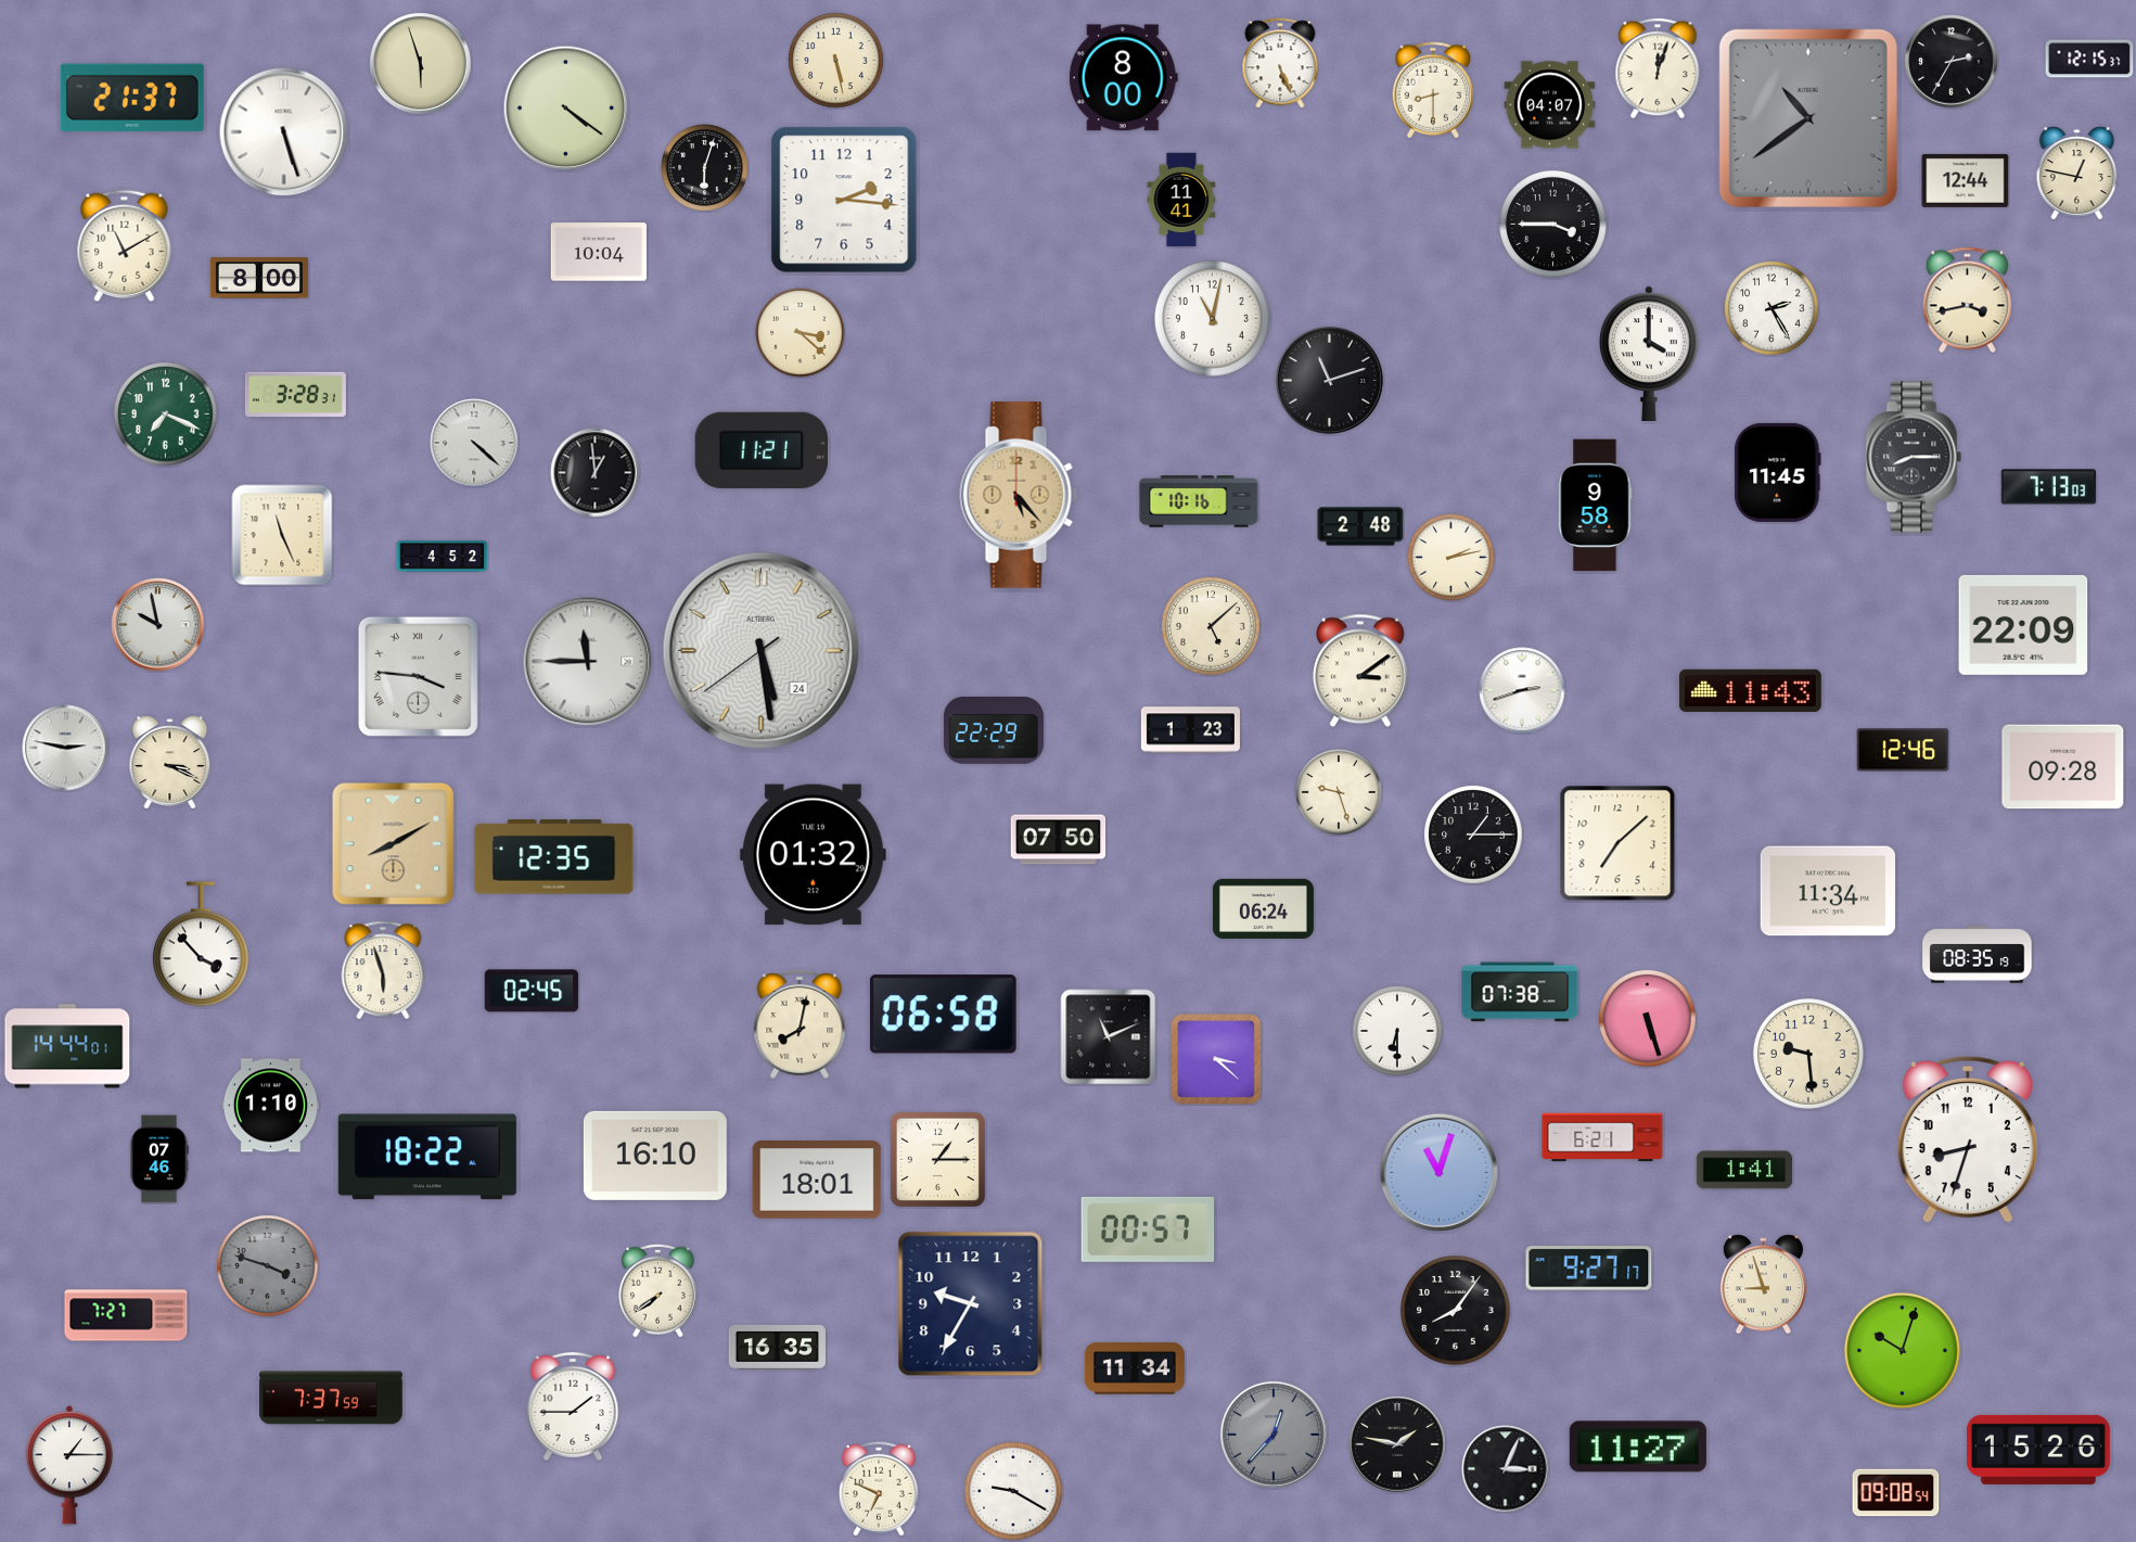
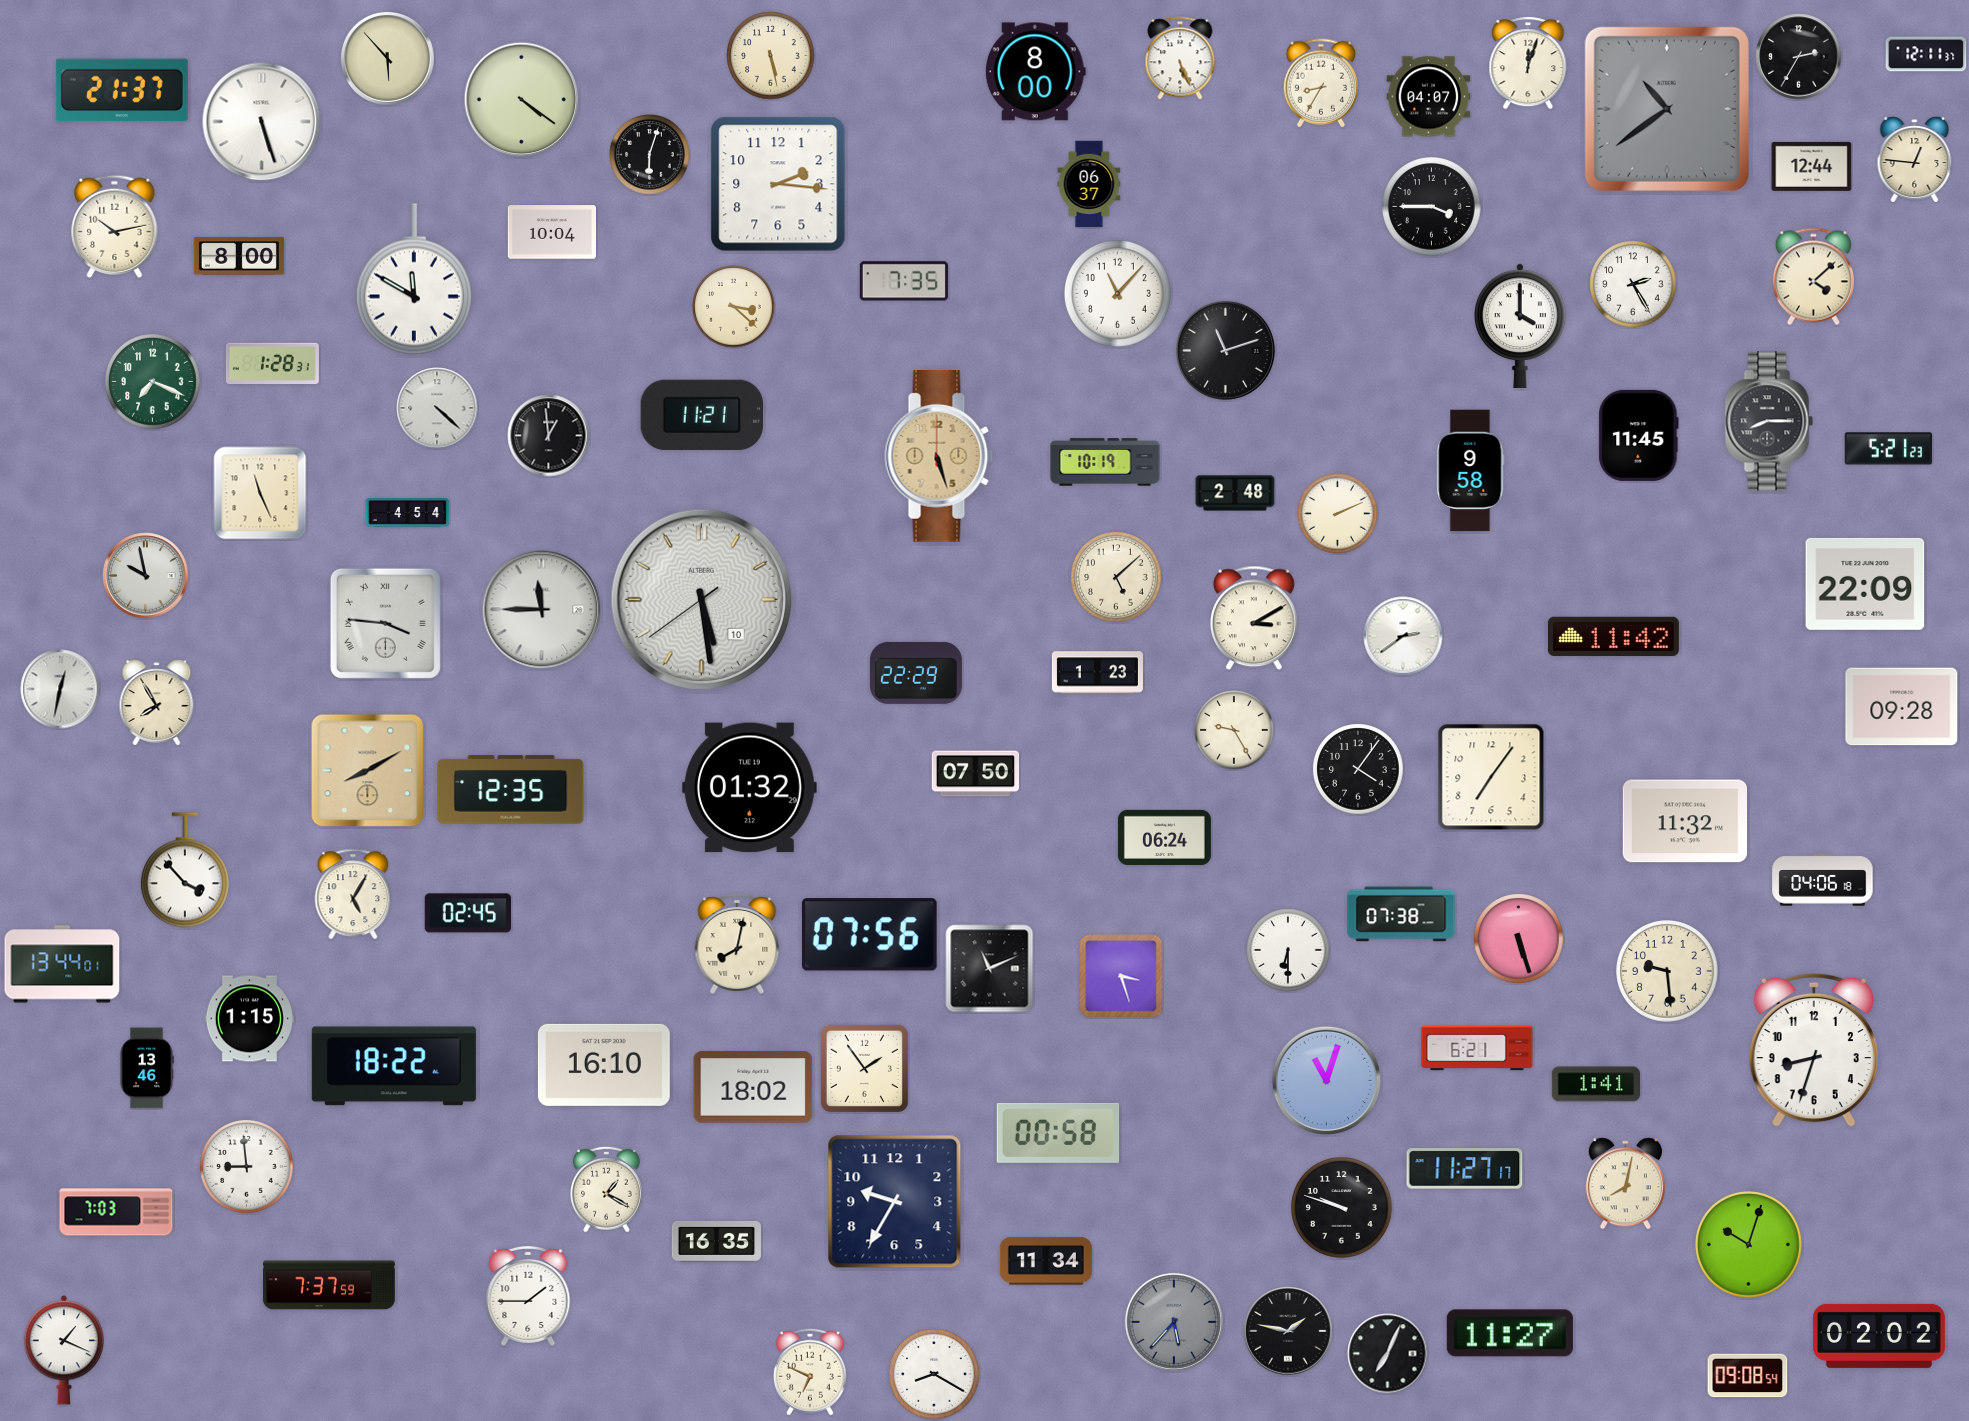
clock at (2089, 59): 12:15 -> 12:11
clock at (421, 64): 5:57 -> 5:53
clock at (1432, 90): 8:30 -> 8:35
clock at (2077, 174): 12:47 -> 12:46
clock at (1181, 200): 11:41 -> 06:37
clock at (125, 245): 11:10 -> 10:13
clock at (1967, 301): 3:43 -> 4:08
clock at (414, 279): none -> 11:50
clock at (904, 281): none -> 7:35
clock at (1212, 318): 11:02 -> 11:07
clock at (801, 333) position: (801, 333) -> (734, 307)
clock at (295, 395): 3:28 -> 1:28
clock at (1914, 457) position: (1914, 457) -> (1769, 421)
clock at (2048, 487): 7:13 -> 5:21
clock at (1019, 496): 5:23 -> 5:27
clock at (1199, 501): 10:16 -> 10:19
clock at (1596, 506) position: (1596, 506) -> (1471, 471)
clock at (1360, 526) position: (1360, 526) -> (1235, 493)
clock at (443, 557): 4:52 -> 4:54
clock at (1451, 558): 2:13 -> 2:11
clock at (2023, 625) position: (2023, 625) -> (1865, 584)
clock at (762, 651) date: 24 -> 10
clock at (1361, 671): 3:09 -> 3:10
clock at (1522, 690): 2:42 -> 2:39
clock at (1750, 690): 11:43 -> 11:42
clock at (65, 748): 2:47 -> 12:32
clock at (1903, 750): 12:46 -> none
clock at (170, 763): 3:19 -> 7:55
clock at (1339, 792): 9:27 -> 9:25
clock at (1473, 834): 1:15 -> 4:06
clock at (1617, 843): 7:08 -> 7:06
clock at (394, 844) position: (394, 844) -> (368, 771)
clock at (1827, 891): 11:34 -> 11:32
clock at (1978, 955): 08:35 -> 04:06
clock at (383, 970): 5:57 -> 5:05
clock at (532, 991) position: (532, 991) -> (468, 913)
clock at (943, 1015): 06:58 -> 07:56
clock at (1109, 1037) position: (1109, 1037) -> (990, 969)
clock at (67, 1046): 14:44 -> 13:44
clock at (1216, 1059): 3:22 -> 3:27
clock at (270, 1106): 1:10 -> 1:15
clock at (159, 1159): 07:46 -> 13:46
clock at (937, 1159): 1:15 -> 1:54
clock at (1743, 1170) position: (1743, 1170) -> (1595, 1084)
clock at (817, 1180): 18:01 -> 18:02
clock at (1148, 1229): 00:57 -> 00:58
clock at (268, 1266): 3:48 -> 8:59
clock at (268, 1266) dial: grey -> white
clock at (1589, 1269): 9:27 -> 11:27
clock at (1763, 1285): 8:57 -> 8:02
clock at (658, 1290): 7:39 -> 1:20
clock at (1456, 1311): 8:06 -> 9:48
clock at (126, 1315): 7:27 -> 7:03
clock at (1902, 1350) position: (1902, 1350) -> (1748, 1244)
clock at (332, 1398) position: (332, 1398) -> (330, 1285)
clock at (1274, 1435): 12:37 -> 5:37
clock at (2038, 1450): 15:26 -> 02:02
clock at (69, 1465): 1:15 -> 1:19
clock at (1506, 1469): 3:04 -> 7:04
clock at (1013, 1491): 9:20 -> 8:20
